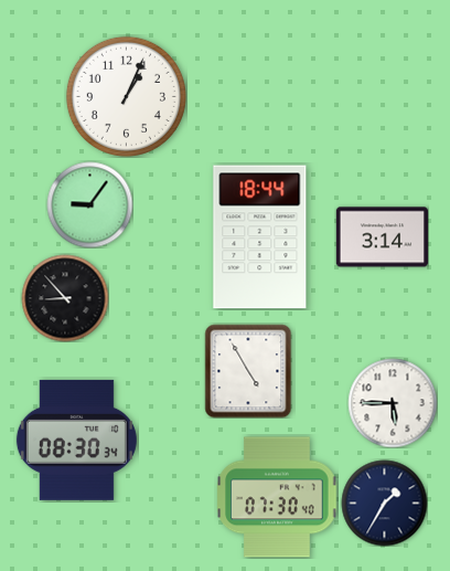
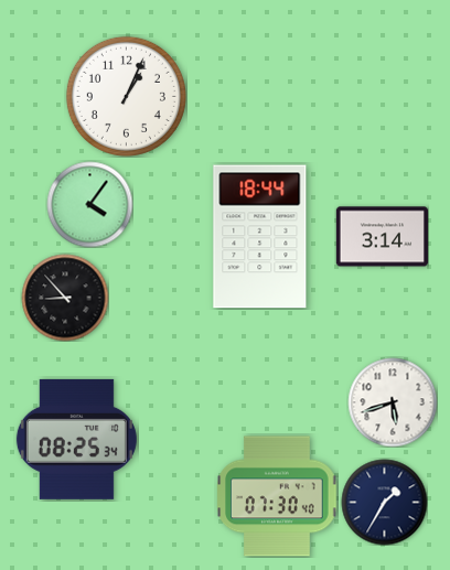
clock at (89, 204): 9:06 -> 4:06
clock at (248, 371): 4:55 -> none
clock at (393, 403): 5:45 -> 5:42
clock at (76, 440): 08:30 -> 08:25
